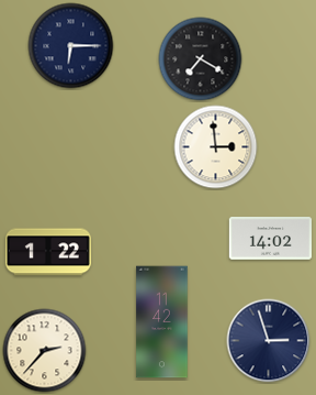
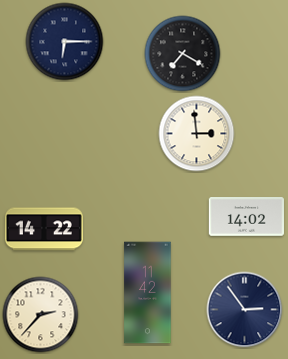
clock at (48, 252): 1:22 -> 14:22
clock at (269, 341): 2:57 -> 2:54
clock at (45, 351) position: (45, 351) -> (41, 315)
